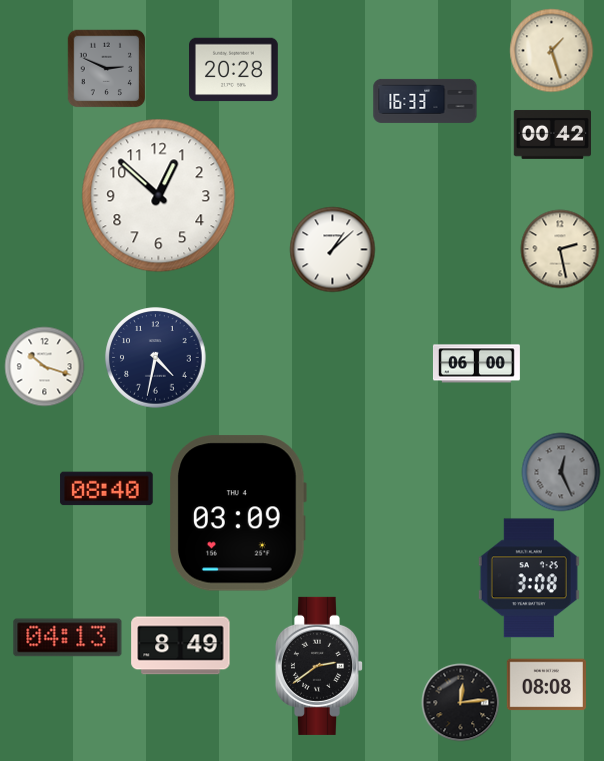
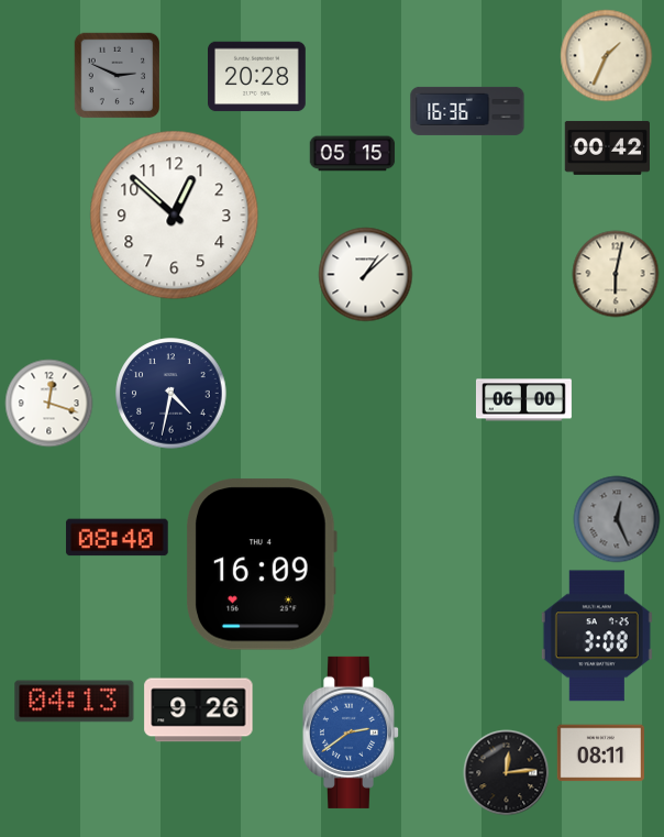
clock at (551, 50): 1:27 -> 1:34
clock at (425, 101): 16:33 -> 16:36
clock at (352, 154): none -> 05:15
clock at (560, 249): 2:28 -> 6:02
clock at (44, 366): 10:18 -> 12:18
clock at (238, 513): 03:09 -> 16:09
clock at (529, 578) position: (529, 578) -> (597, 636)
clock at (181, 646): 8:49 -> 9:26
clock at (318, 666) dial: black -> blue
clock at (546, 685): 08:08 -> 08:11
